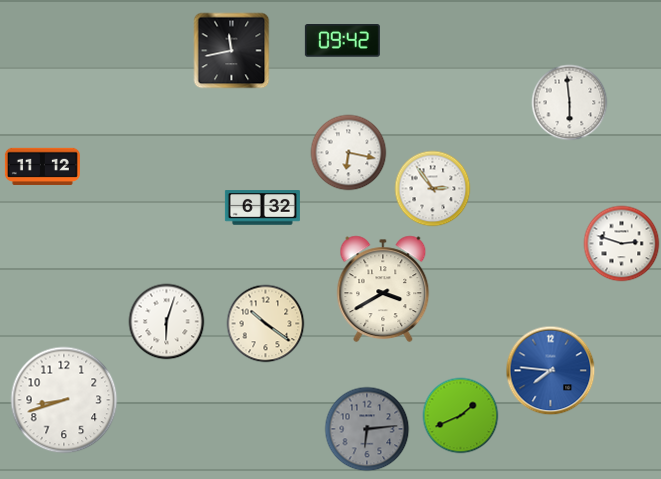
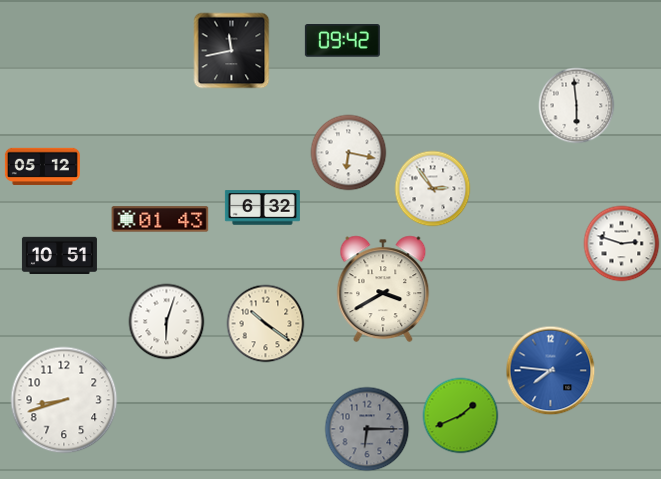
clock at (570, 103) position: (570, 103) -> (577, 106)
clock at (42, 166): 11:12 -> 05:12
clock at (160, 219): none -> 01:43
clock at (59, 255): none -> 10:51
clock at (367, 429): 6:14 -> 6:15
